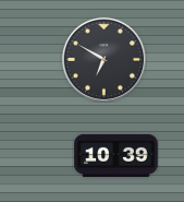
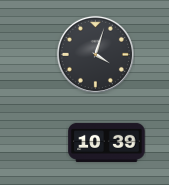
clock at (103, 59): 6:50 -> 4:03
